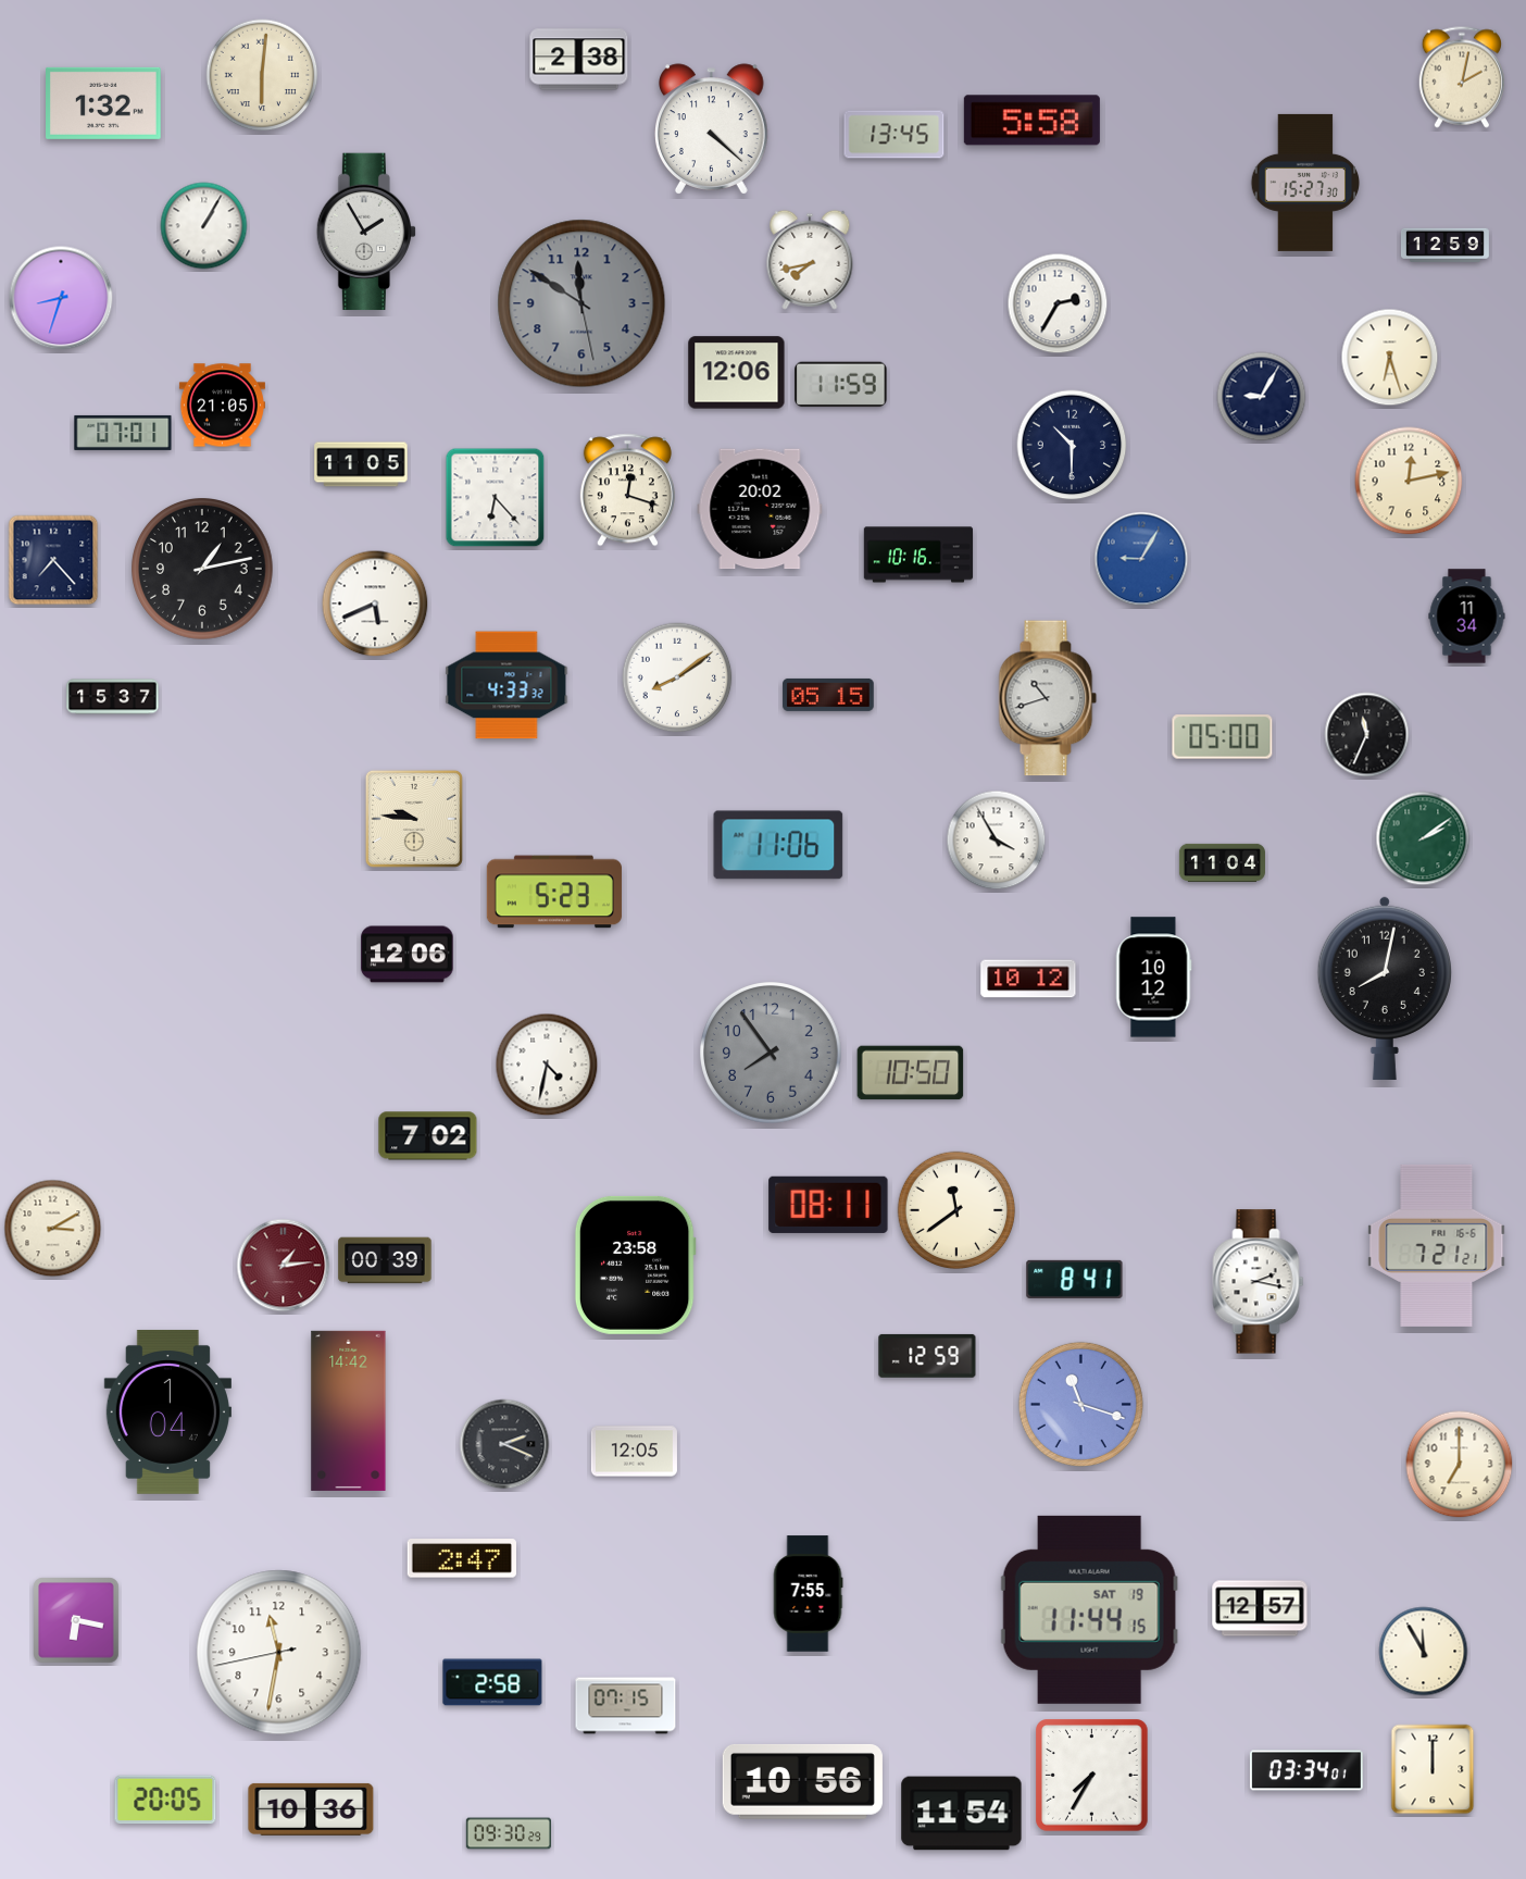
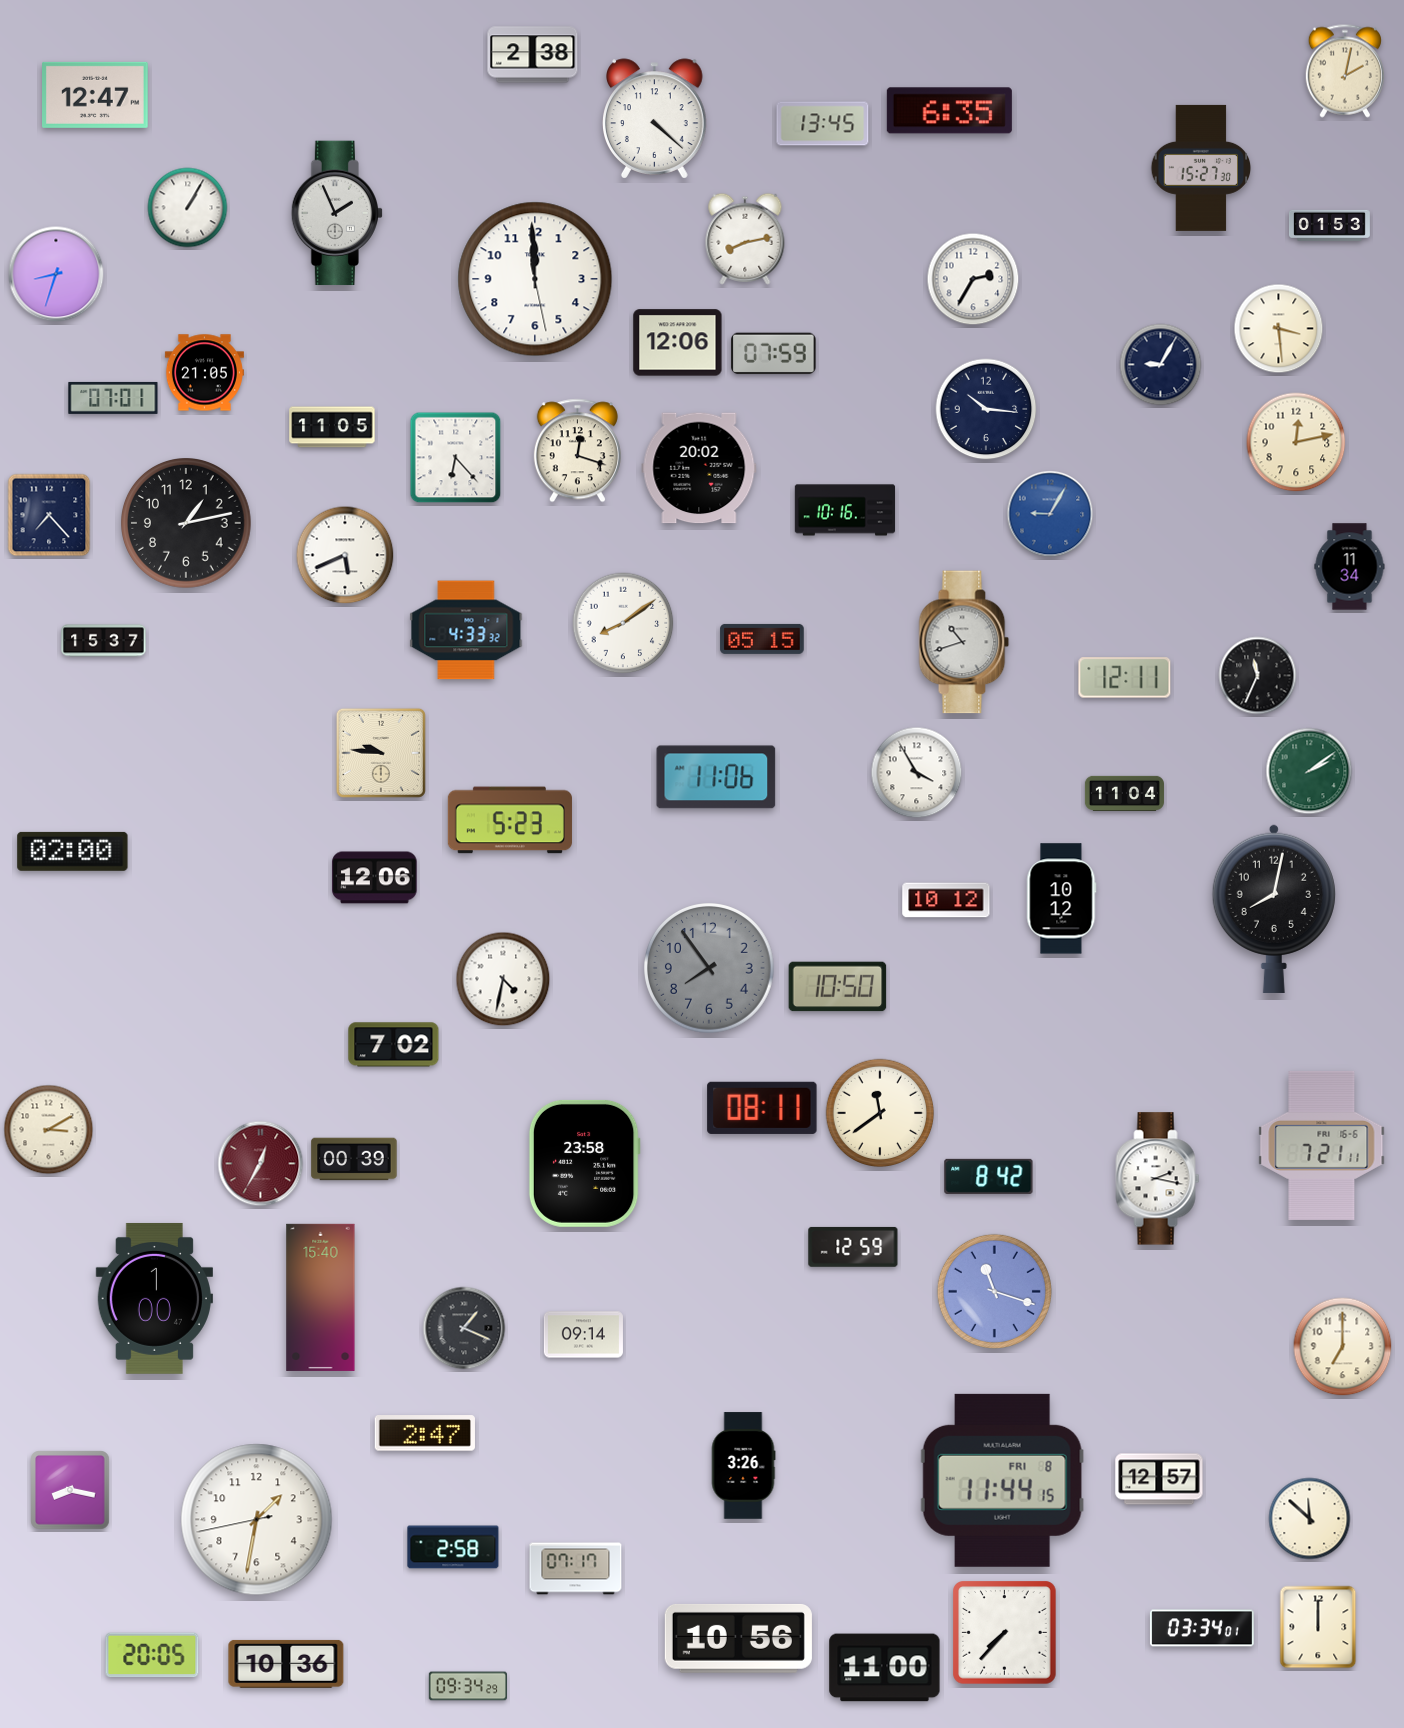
clock at (262, 75): 6:01 -> none
clock at (104, 103): 1:32 -> 12:47
clock at (1031, 121): 5:58 -> 6:35
clock at (365, 232): 1:55 -> 1:56
clock at (1444, 245): 12:59 -> 01:53
clock at (810, 260): 7:43 -> 8:13
clock at (581, 303): 11:50 -> 11:59
clock at (581, 303) dial: grey -> white
clock at (1390, 358): 6:27 -> 3:29
clock at (841, 385): 11:59 -> 07:59
clock at (1072, 445): 10:30 -> 10:16
clock at (1223, 737): 05:00 -> 12:11
clock at (73, 851): none -> 02:00
clock at (1437, 1245): 7:21:21 -> 7:21:11
clock at (284, 1266): 1:14 -> 12:35
clock at (1075, 1279): 8:41 -> 8:42
clock at (349, 1410): 14:42 -> 15:40
clock at (167, 1411): 1:04 -> 1:00
clock at (504, 1444): 2:19 -> 1:19
clock at (634, 1452): 12:05 -> 09:14
clock at (808, 1594): 7:55 -> 3:26
clock at (1089, 1609) date: SAT 19 -> FRI 8
clock at (76, 1620): 6:17 -> 8:17
clock at (1424, 1652): 11:55 -> 11:52
clock at (279, 1653): 11:31 -> 1:31
clock at (626, 1706): 07:15 -> 07:17
clock at (1092, 1776): 7:35 -> 7:37
clock at (962, 1814): 11:54 -> 11:00
clock at (508, 1833): 09:30 -> 09:34
